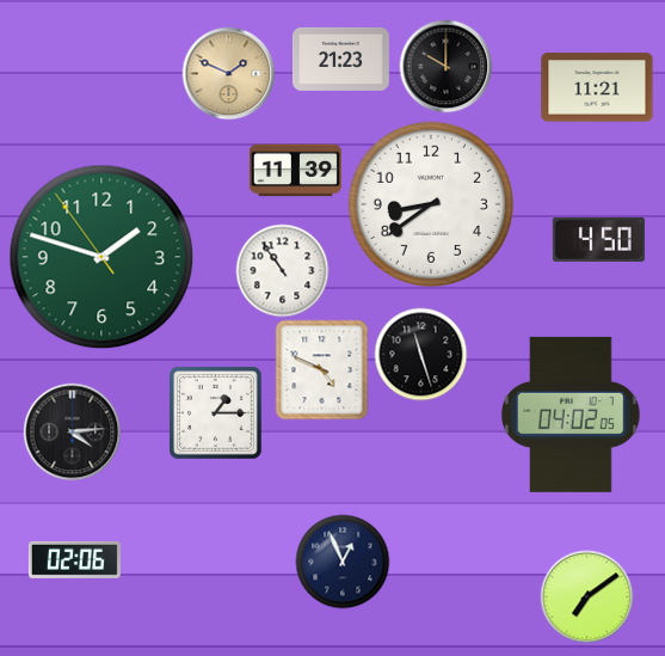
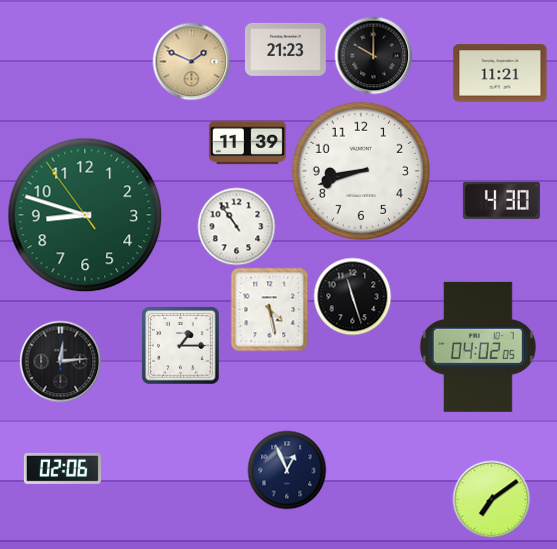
clock at (431, 204): 8:39 -> 8:42
clock at (598, 239): 4:50 -> 4:30
clock at (101, 257): 1:47 -> 8:47
clock at (322, 369): 4:49 -> 4:28
clock at (72, 431): 4:14 -> 12:14
